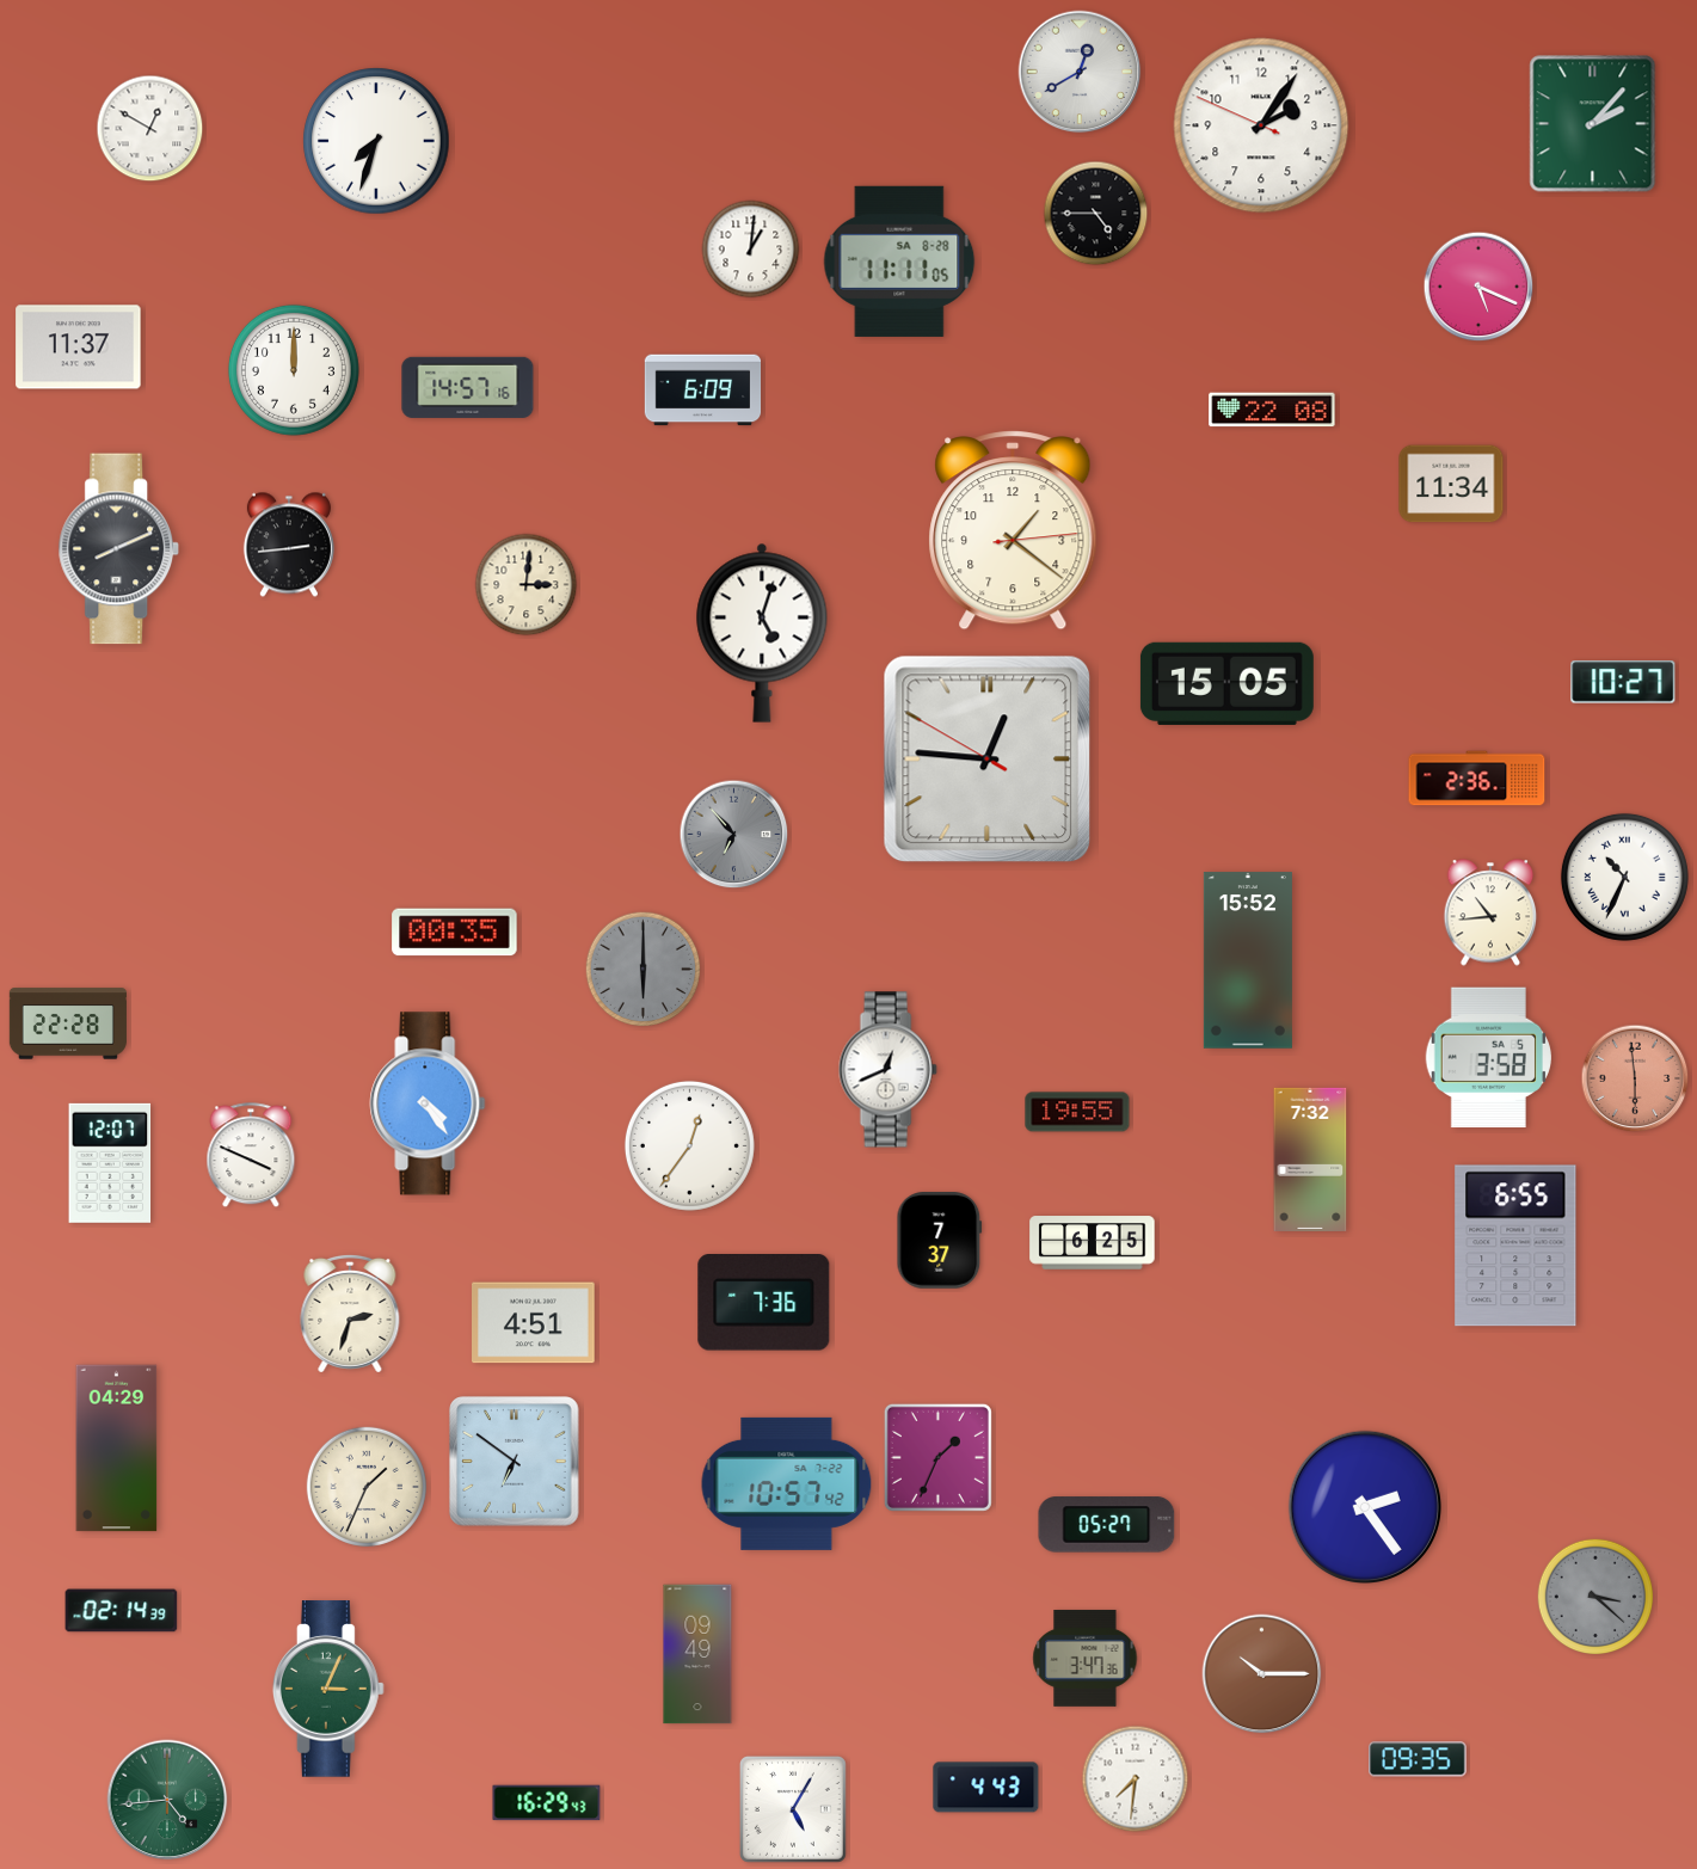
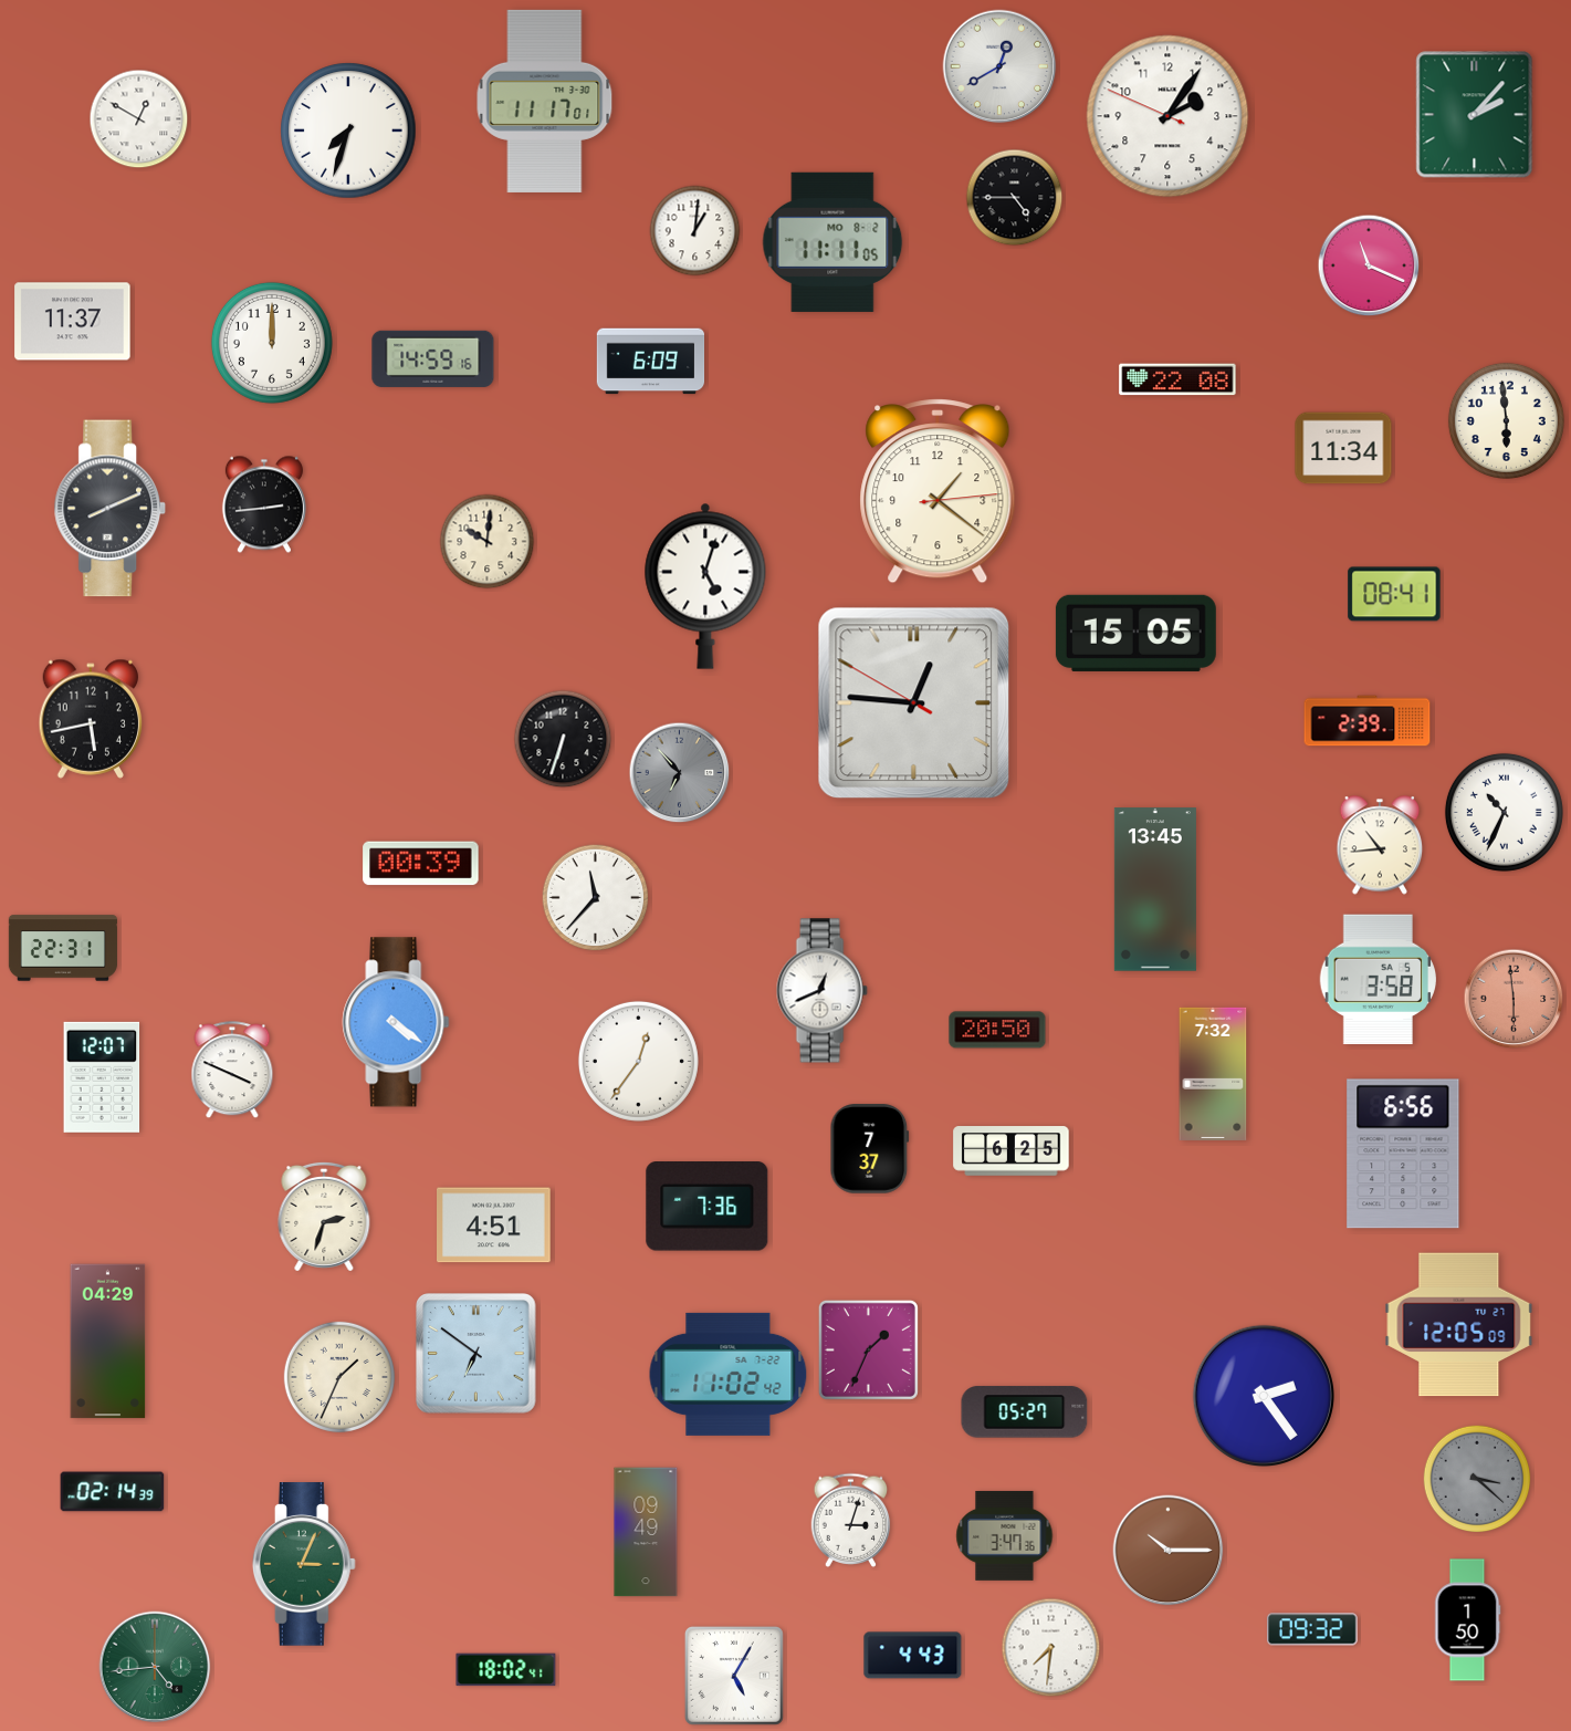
clock at (545, 101): none -> 11:17
clock at (899, 262) date: SA 8-28 -> MO 8-2
clock at (1478, 287): 5:19 -> 11:19
clock at (468, 387): 14:57 -> 14:59
clock at (1506, 420): none -> 5:59
clock at (289, 545) position: (289, 545) -> (264, 504)
clock at (527, 585): 3:01 -> 10:01
clock at (1394, 594): none -> 08:41
clock at (1623, 682): 10:27 -> none
clock at (91, 719): none -> 5:43
clock at (1477, 779): 2:36 -> 2:39
clock at (563, 739): none -> 6:33
clock at (455, 933): 00:35 -> 00:39
clock at (1248, 960): 15:52 -> 13:45
clock at (644, 970): 6:00 -> 11:37
clock at (644, 970) dial: grey -> white
clock at (68, 1023): 22:28 -> 22:31
clock at (428, 1103): 4:24 -> 4:21
clock at (1077, 1112): 19:55 -> 20:50
clock at (1515, 1246): 6:55 -> 6:56
clock at (1459, 1325): none -> 12:05
clock at (787, 1483): 10:57 -> 11:02
clock at (851, 1520): none -> 3:03
clock at (1467, 1620): none -> 1:50
clock at (1418, 1759): 09:35 -> 09:32
clock at (547, 1803): 16:29 -> 18:02
